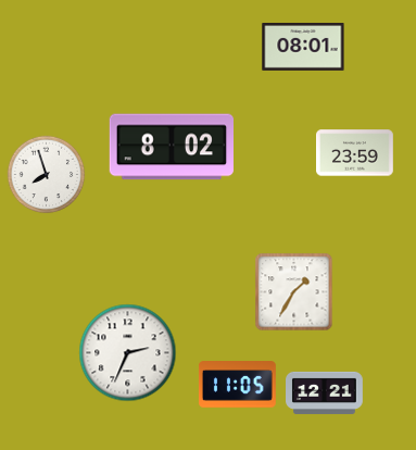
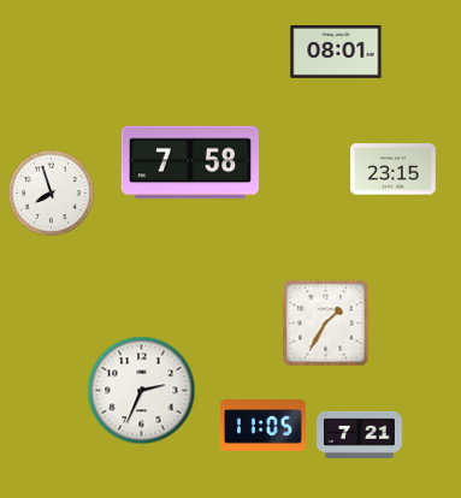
clock at (171, 147): 8:02 -> 7:58
clock at (355, 153): 23:59 -> 23:15
clock at (325, 392): 12:21 -> 7:21
